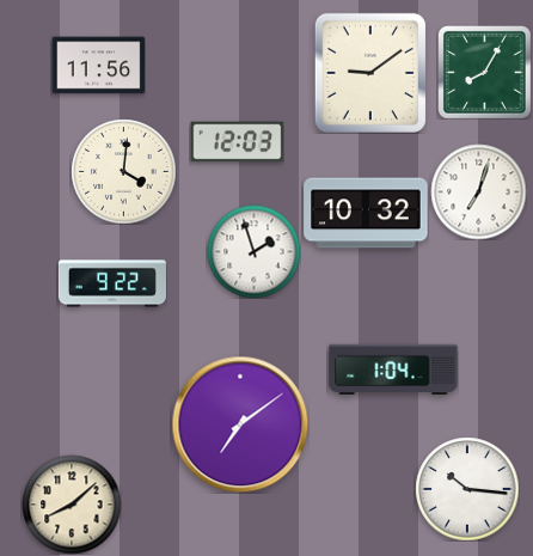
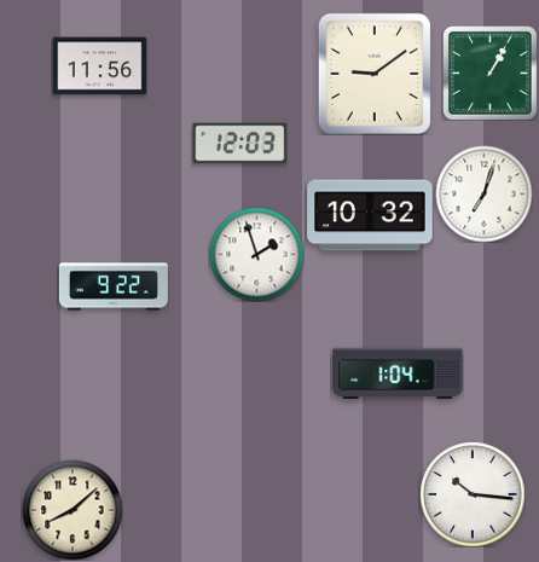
clock at (485, 73): 8:05 -> 1:05
clock at (123, 171): 4:01 -> none
clock at (240, 424): 7:09 -> none
